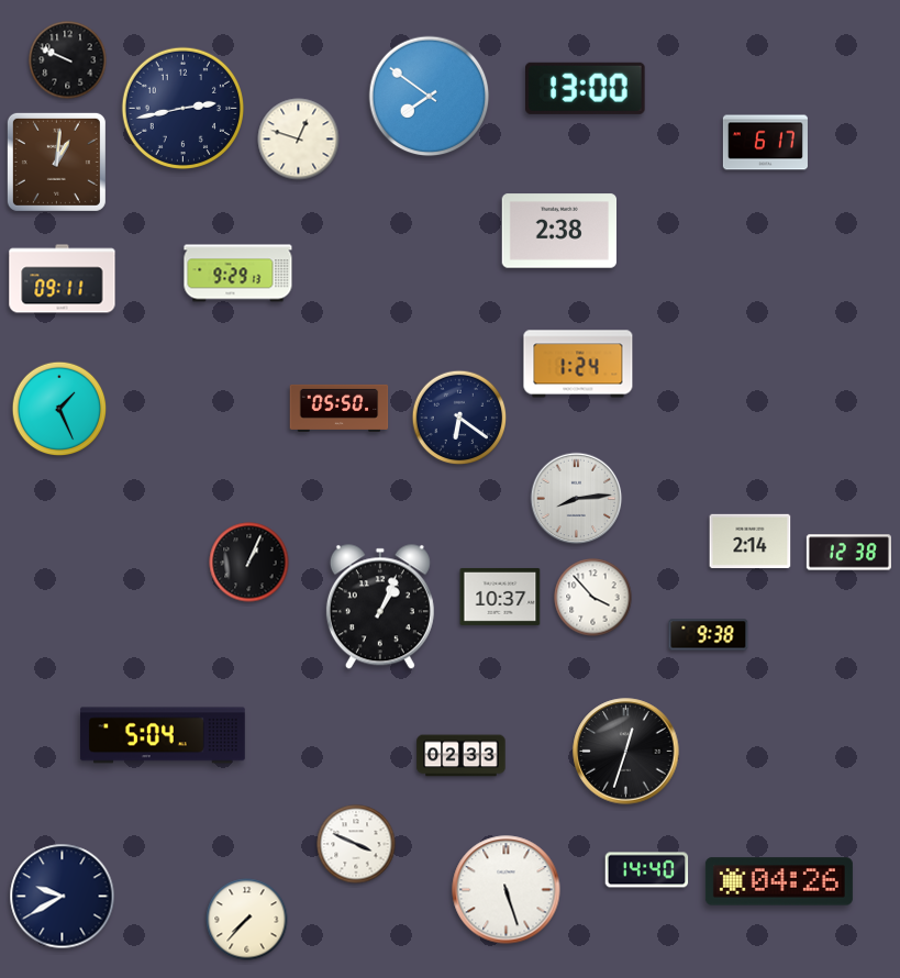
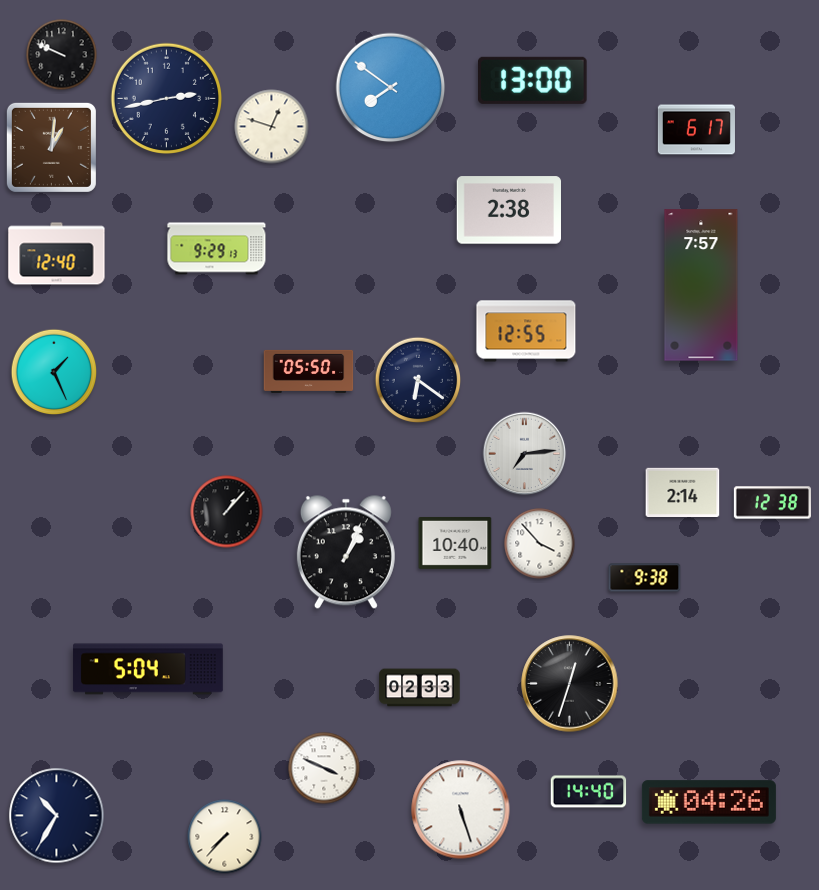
clock at (63, 279): 09:11 -> 12:40
clock at (701, 285): none -> 7:57
clock at (578, 364): 1:24 -> 12:55
clock at (577, 499): 8:14 -> 7:14
clock at (249, 563): 1:04 -> 1:07
clock at (500, 597): 10:37 -> 10:40
clock at (63, 897): 9:40 -> 10:35
